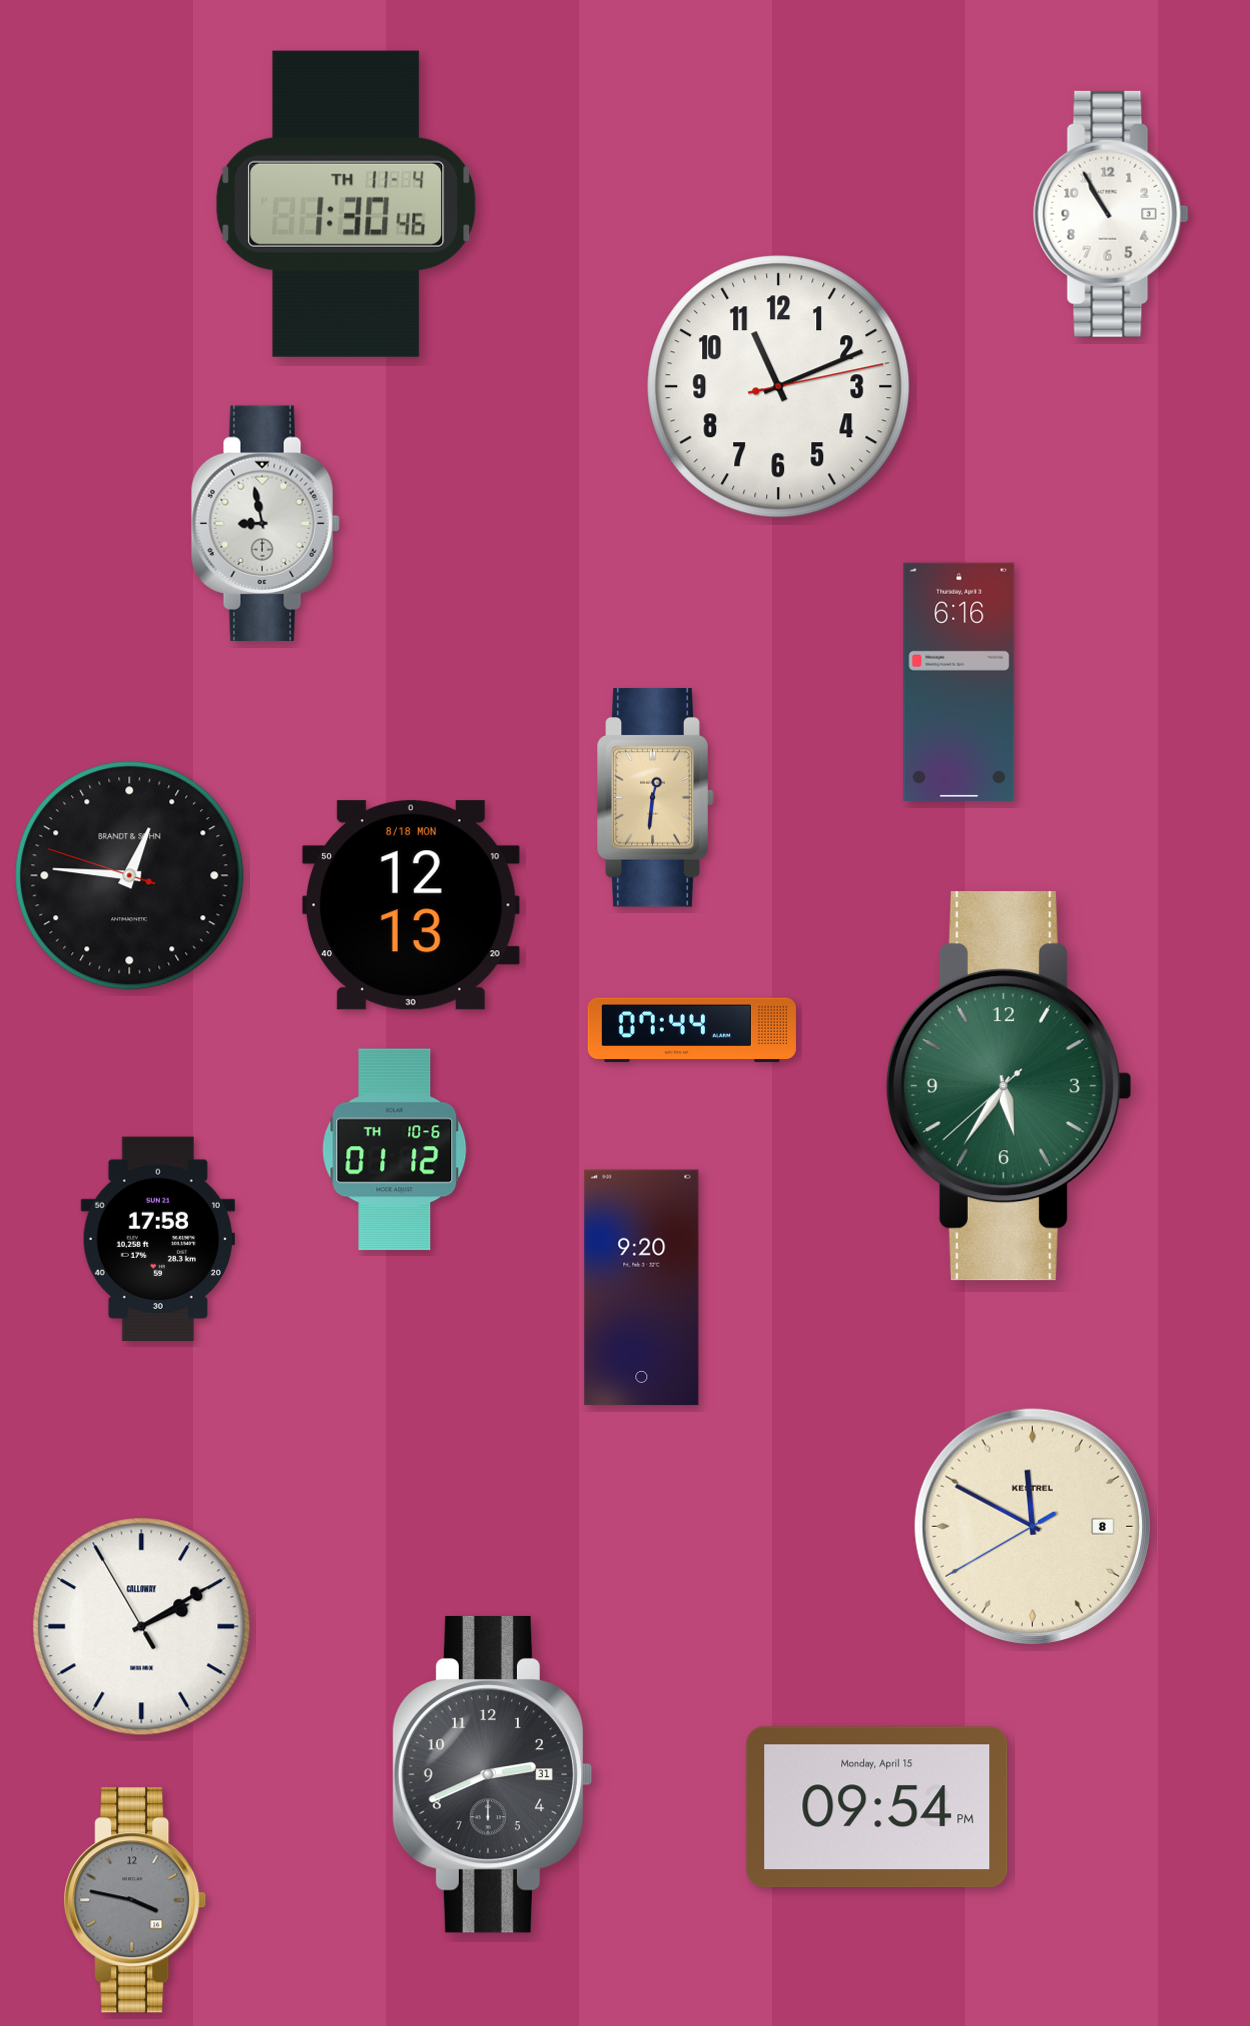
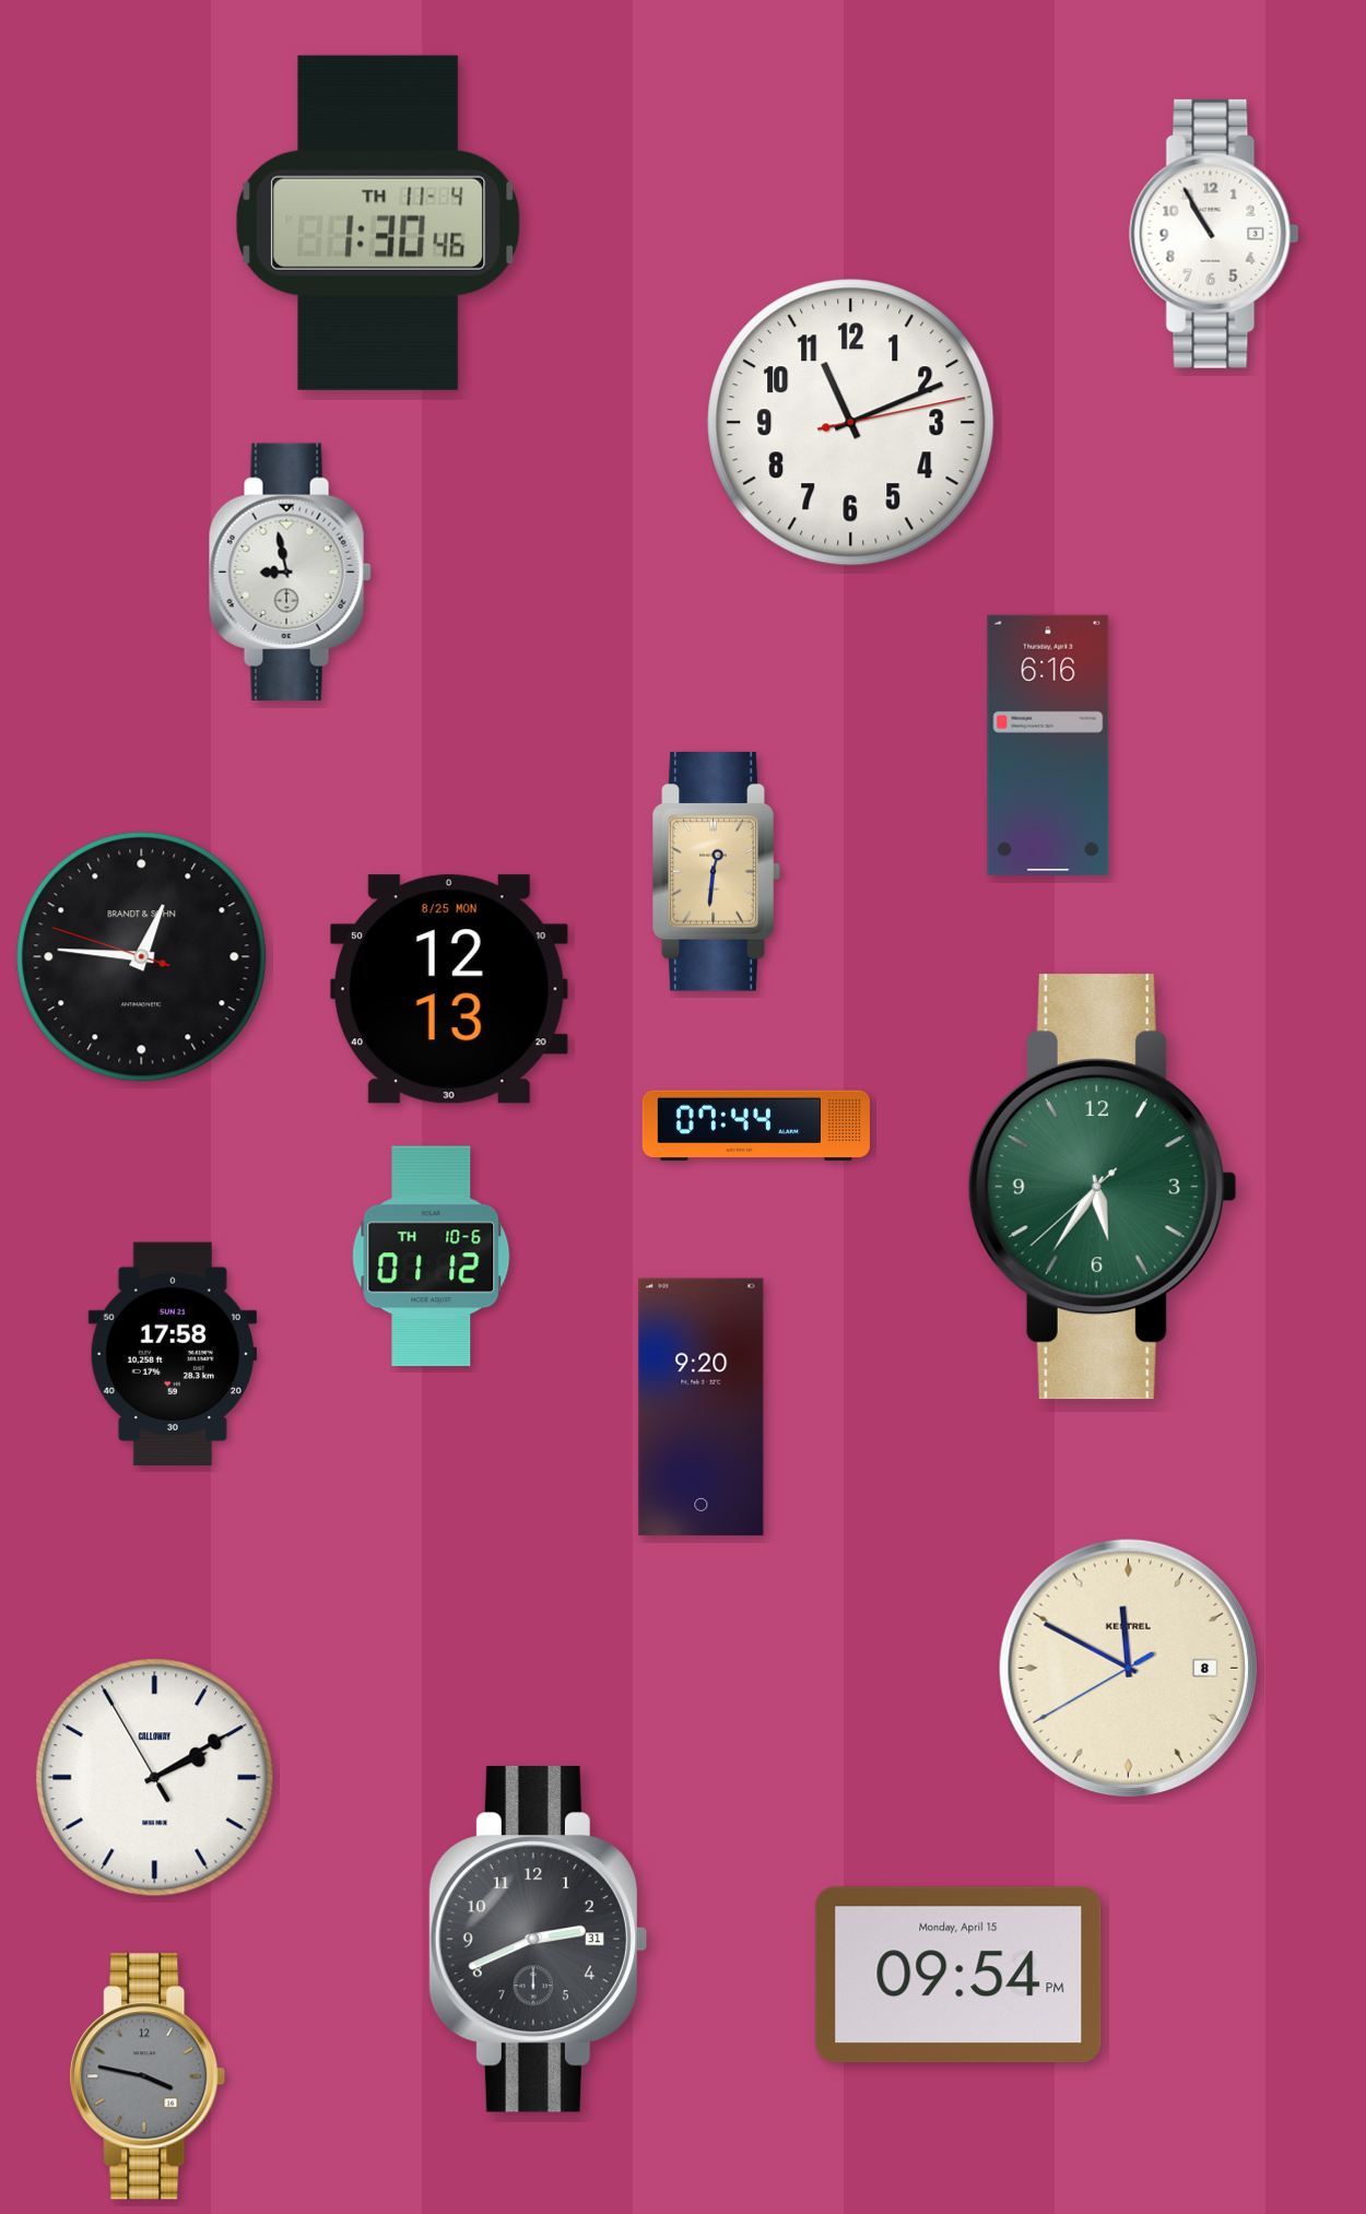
clock at (411, 905) date: 8/18 MON -> 8/25 MON
